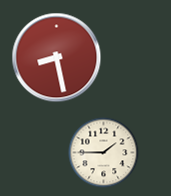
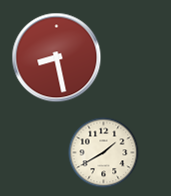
clock at (104, 153): 1:45 -> 1:40
